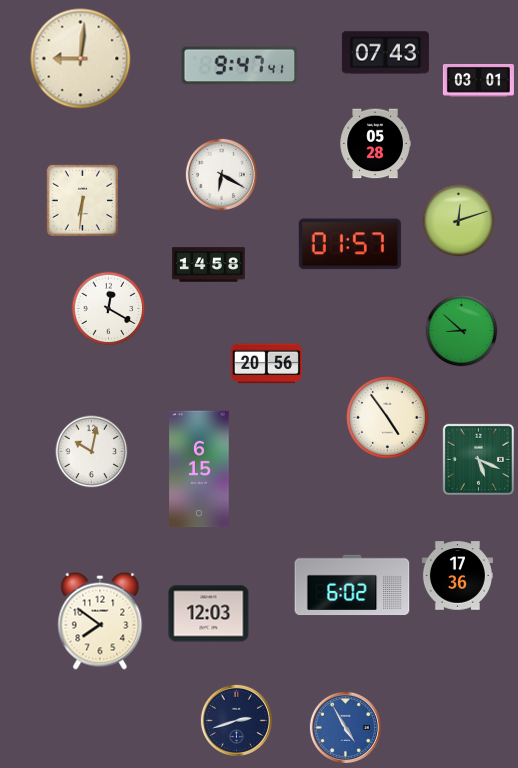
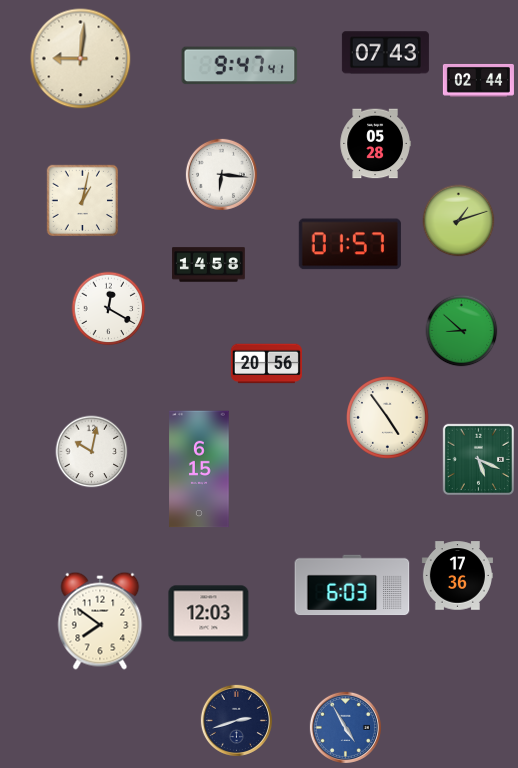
clock at (478, 80): 03:01 -> 02:44
clock at (221, 174): 6:20 -> 6:16
clock at (82, 200): 6:31 -> 1:02
clock at (459, 221): 12:12 -> 1:12
clock at (352, 585): 6:02 -> 6:03
